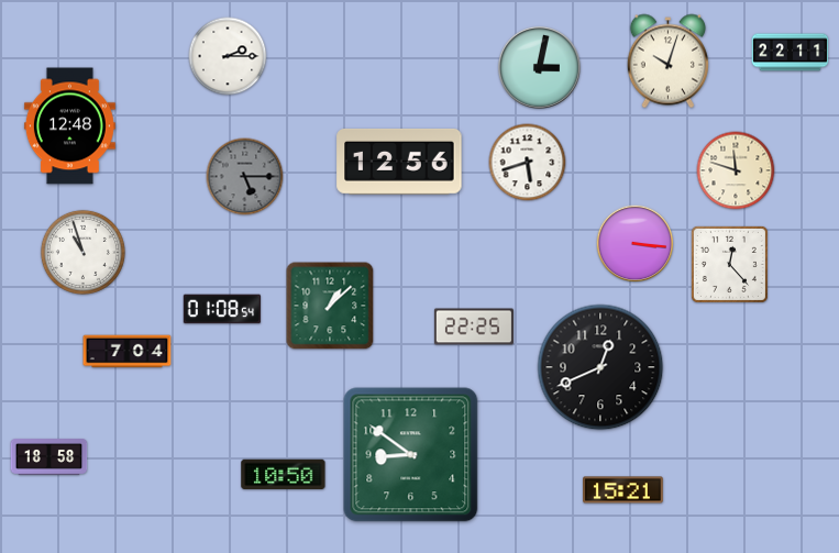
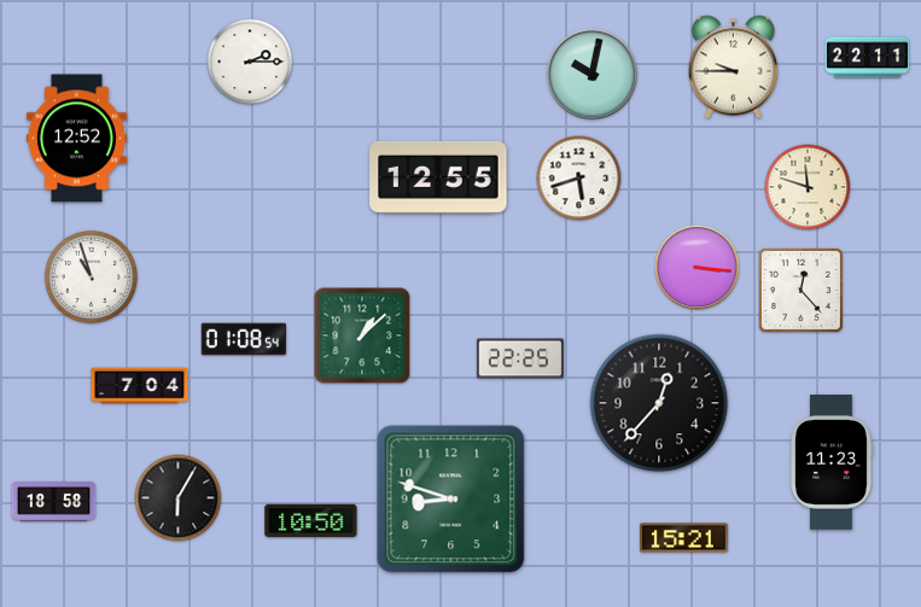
clock at (667, 62): 10:03 -> 9:45
clock at (539, 67): 3:02 -> 10:02
clock at (69, 126): 12:48 -> 12:52
clock at (399, 162): 12:56 -> 12:55
clock at (245, 177): 5:15 -> none
clock at (600, 367): 12:41 -> 12:37
clock at (832, 463): none -> 11:23
clock at (179, 498): none -> 6:05
clock at (411, 455): 8:51 -> 8:48
